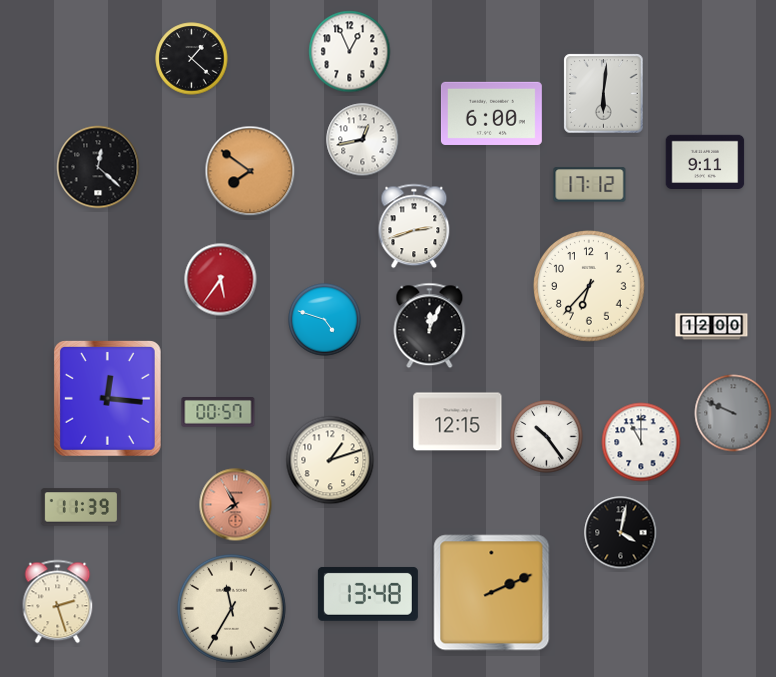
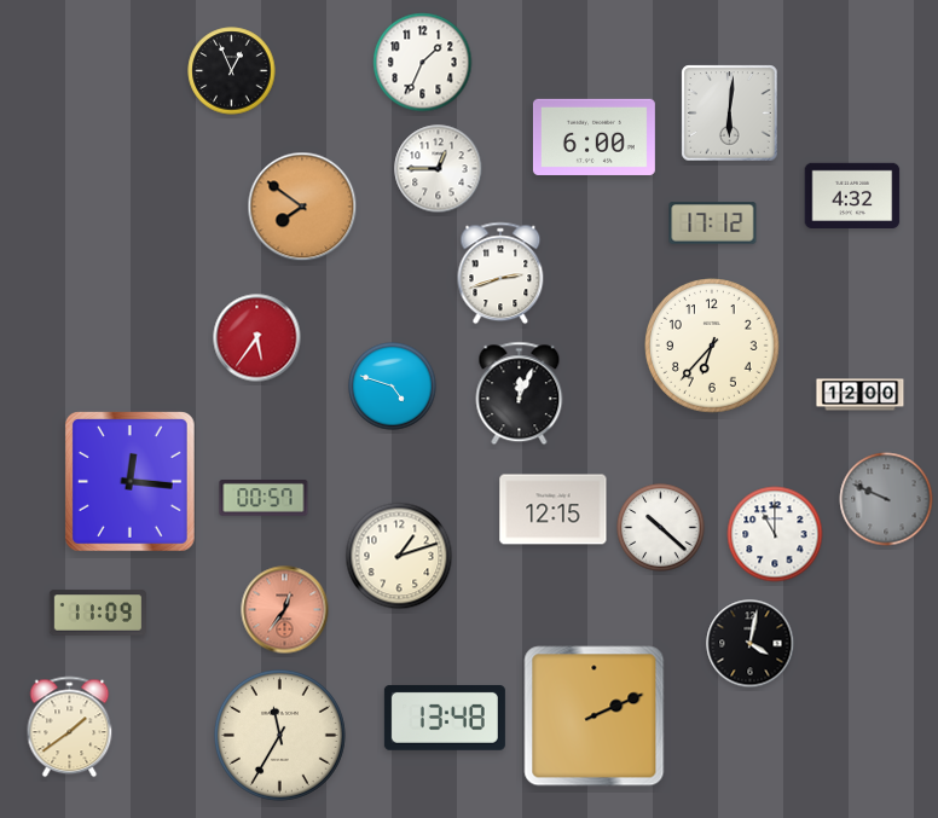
clock at (350, 52): 12:56 -> 1:34
clock at (192, 59): 1:22 -> 12:56
clock at (363, 140): 12:43 -> 12:45
clock at (705, 161): 9:11 -> 4:32
clock at (98, 167): 12:22 -> none
clock at (221, 280) position: (221, 280) -> (257, 338)
clock at (547, 437): 10:24 -> 10:22
clock at (236, 505): 7:55 -> 12:36
clock at (80, 507): 11:39 -> 11:09
clock at (58, 602): 2:27 -> 1:39
